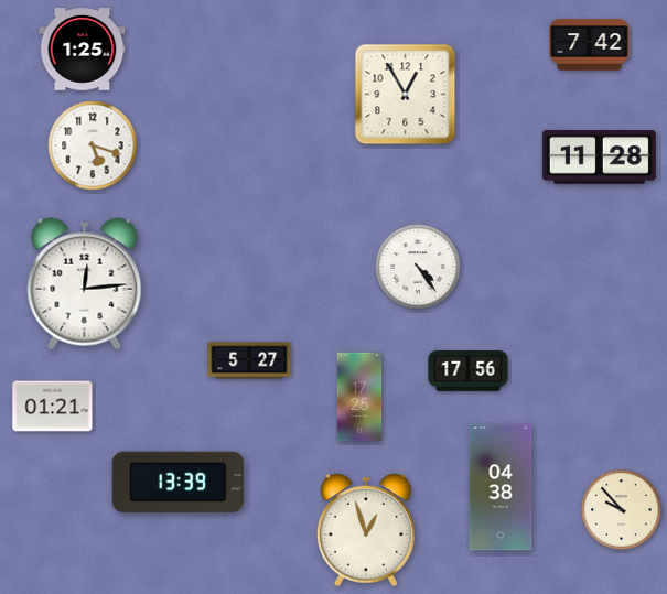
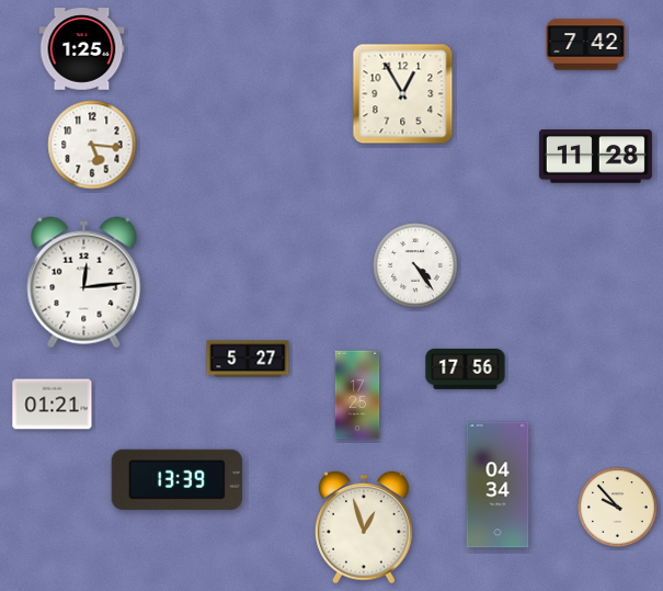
clock at (93, 145): 5:18 -> 5:16
clock at (501, 487): 04:38 -> 04:34
